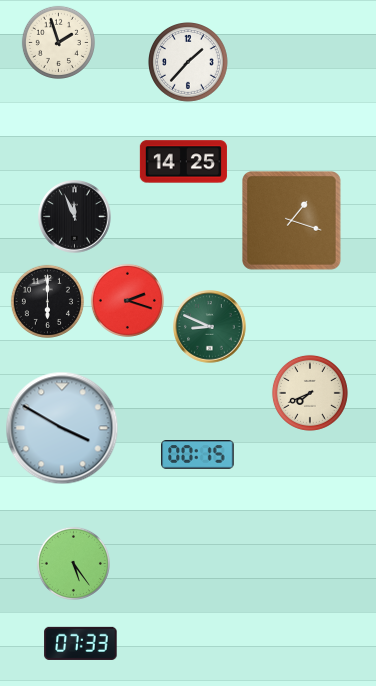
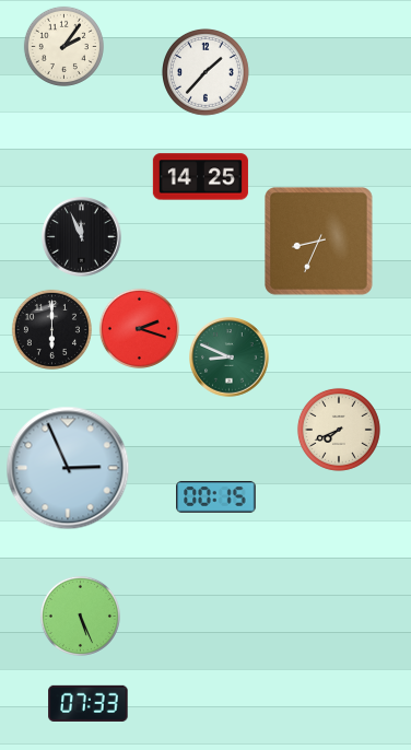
clock at (58, 42): 1:57 -> 2:06
clock at (189, 63) position: (189, 63) -> (207, 73)
clock at (292, 221): 1:18 -> 8:34
clock at (62, 428): 3:50 -> 2:56
clock at (73, 563): 5:24 -> 5:26
